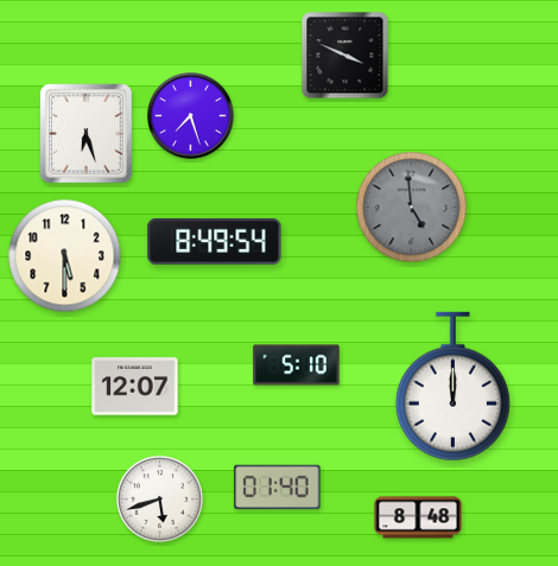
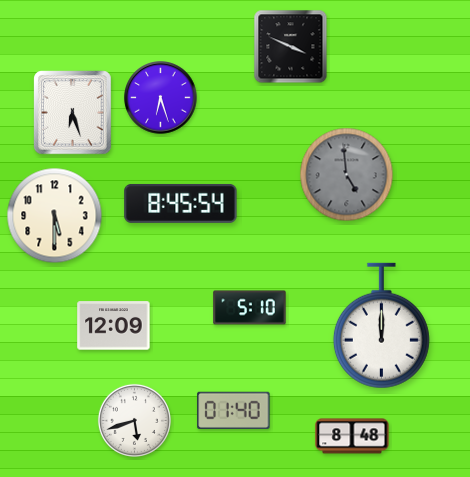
clock at (191, 116): 7:27 -> 6:27
clock at (215, 241): 8:49 -> 8:45
clock at (135, 387): 12:07 -> 12:09
